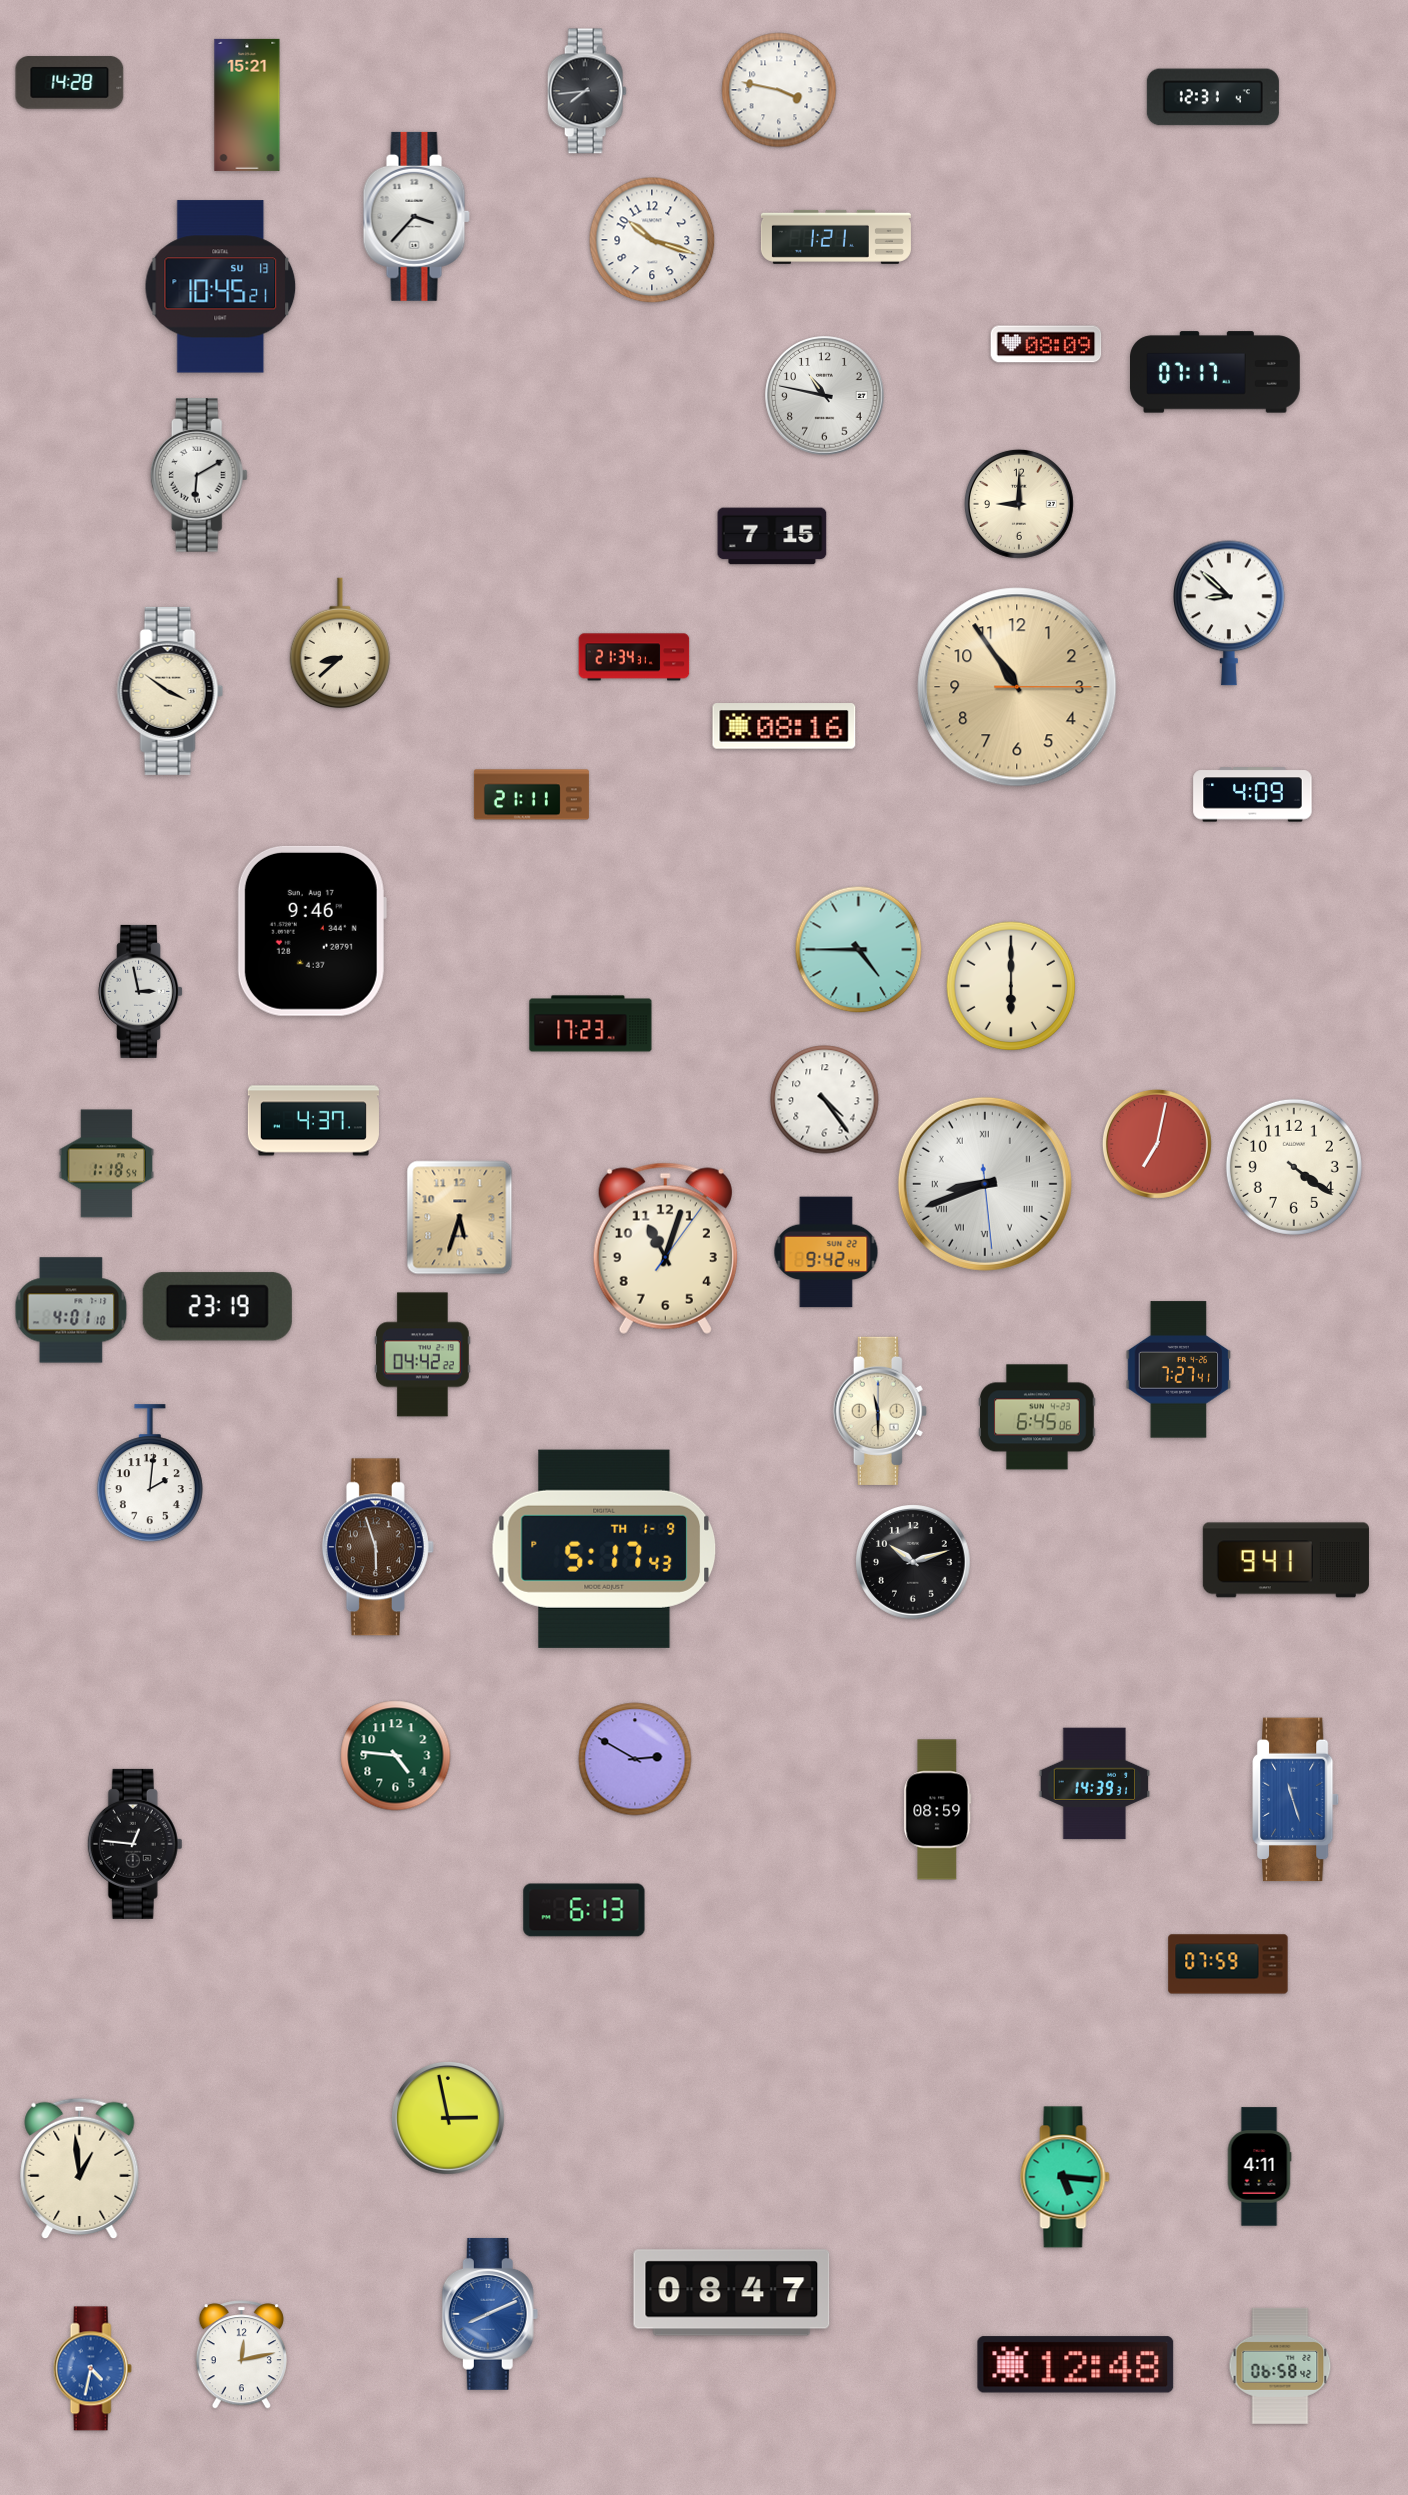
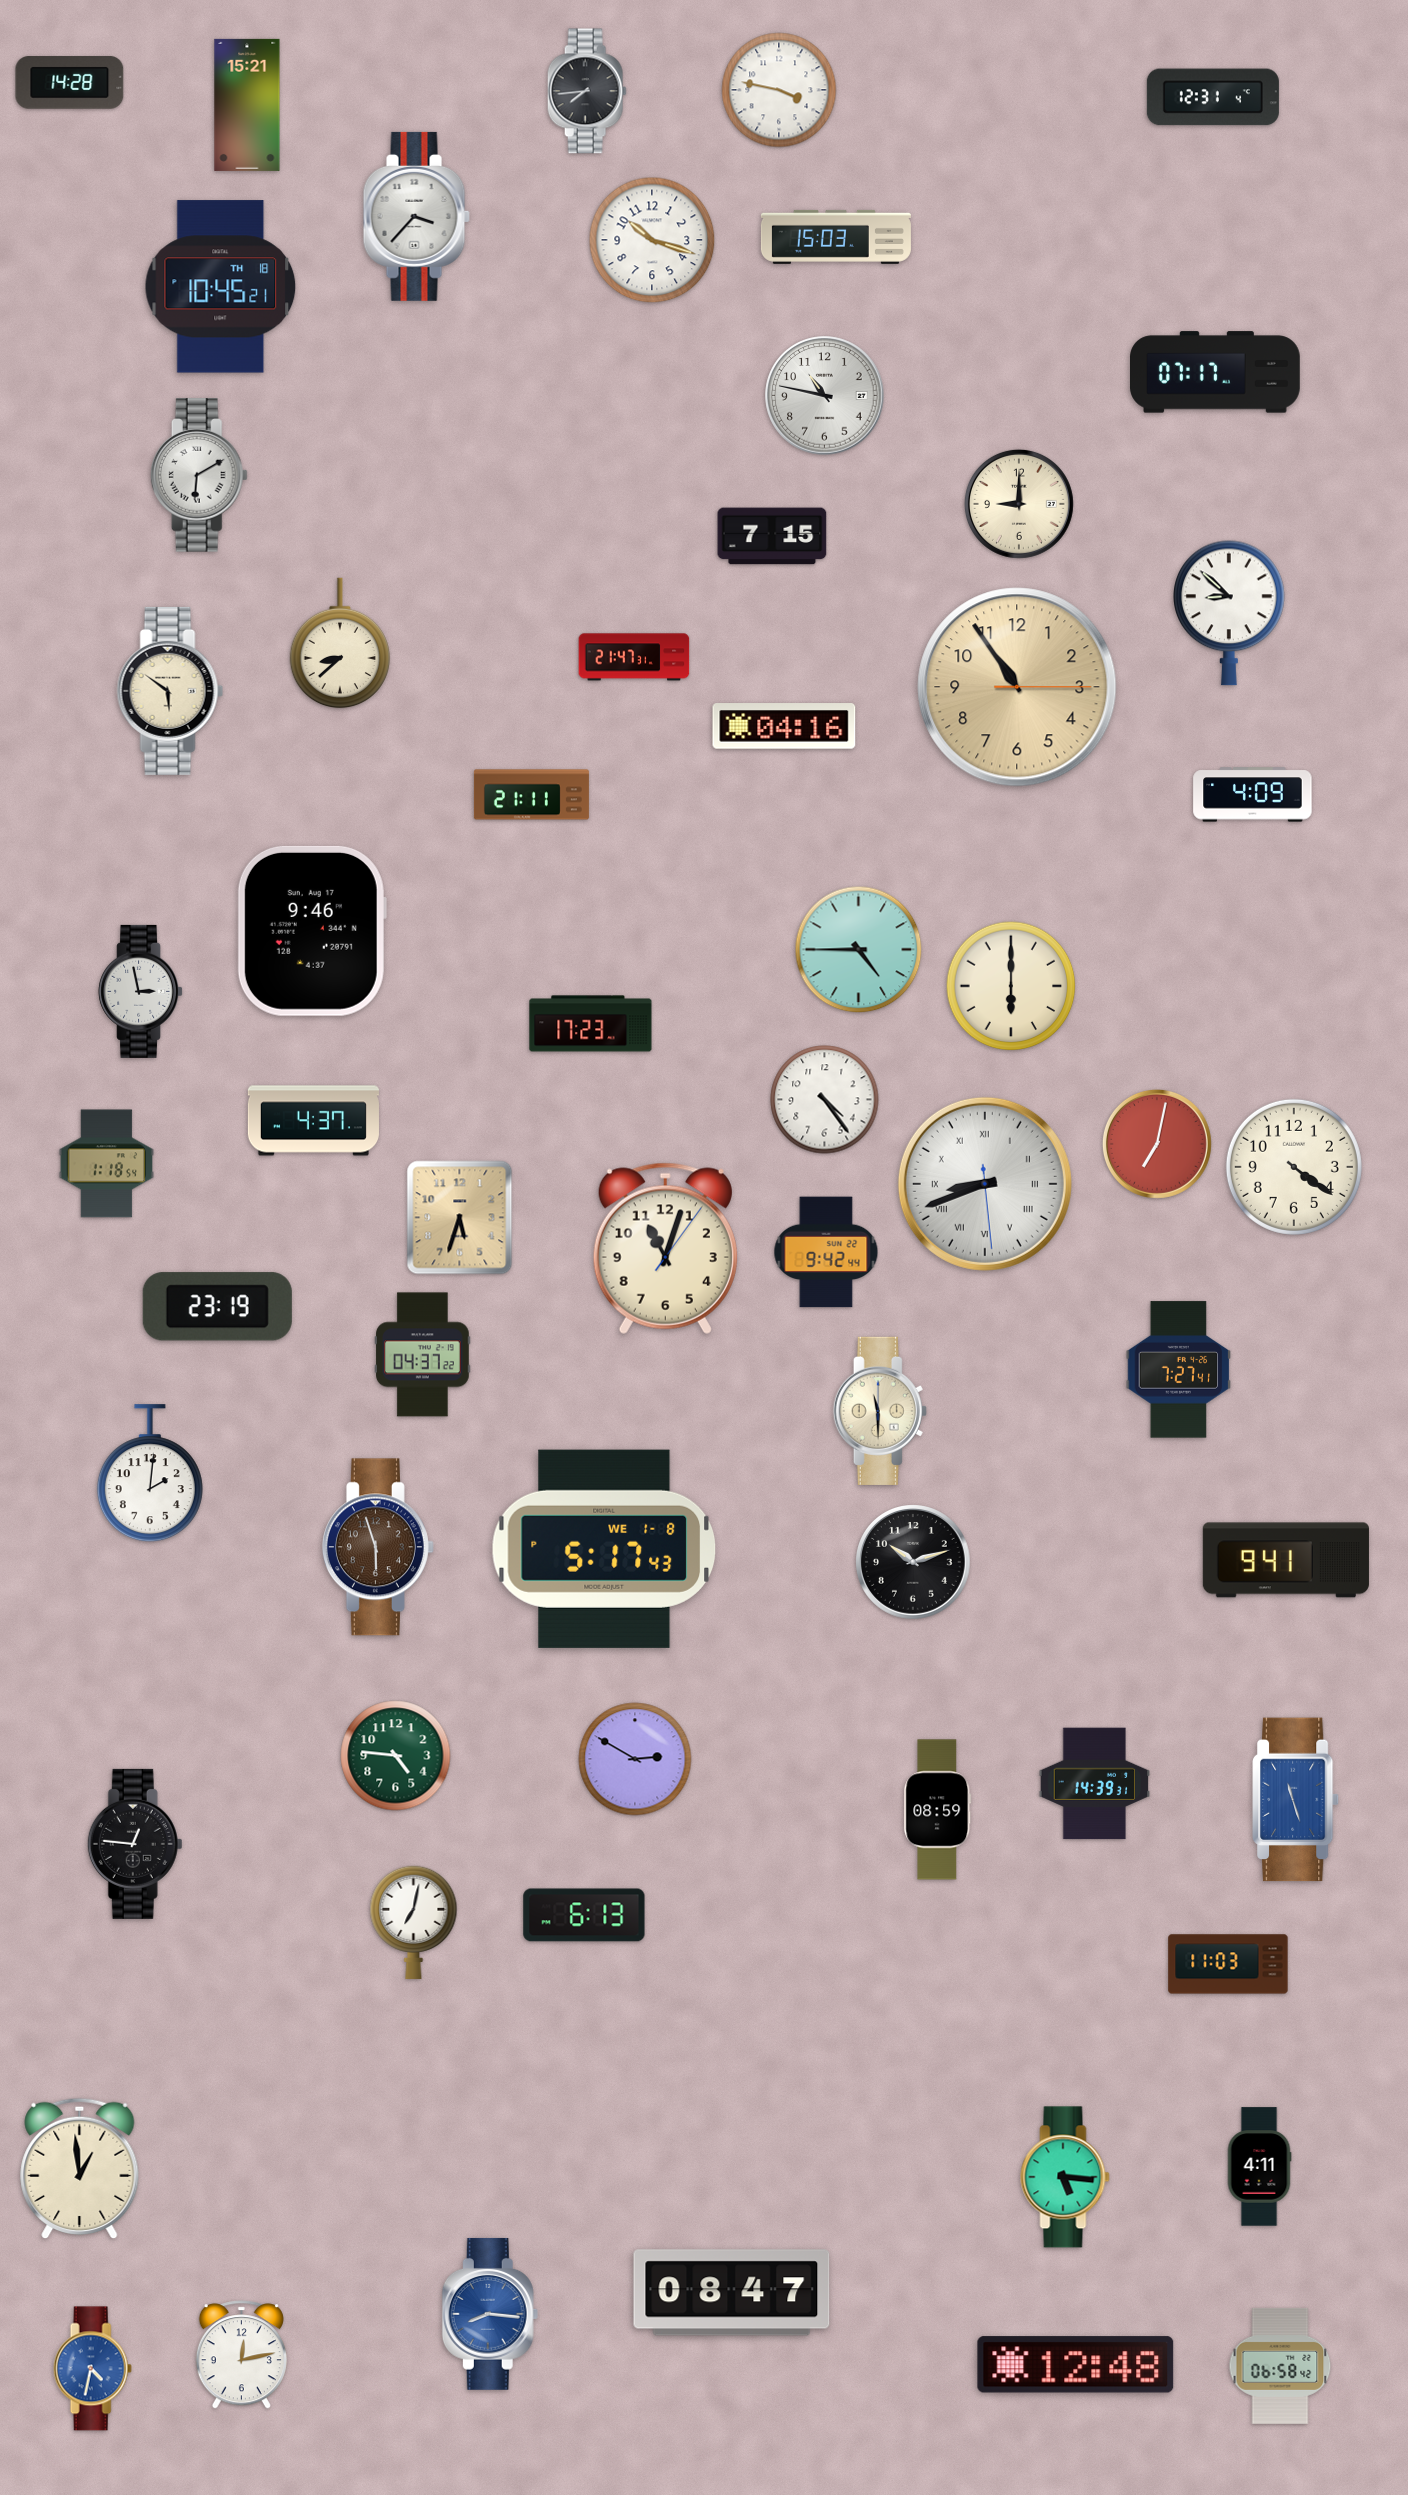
clock at (836, 237): 1:21 -> 15:03
clock at (221, 287) date: SU 13 -> TH 18
clock at (1046, 344): 08:09 -> none
clock at (634, 657): 21:34 -> 21:47
clock at (170, 691): 3:51 -> 5:51
clock at (784, 726): 08:16 -> 04:16
clock at (71, 1310): 4:01 -> none
clock at (423, 1355): 04:42 -> 04:37
clock at (1037, 1417): 6:45 -> none
clock at (604, 1549) date: TH 1-9 -> WE 1-8
clock at (584, 1910) position: (584, 1910) -> (584, 1915)
clock at (414, 1922): none -> 7:02
clock at (1228, 1964): 07:59 -> 11:03
clock at (449, 2119): 2:58 -> none
clock at (490, 2314): 8:11 -> 8:16
